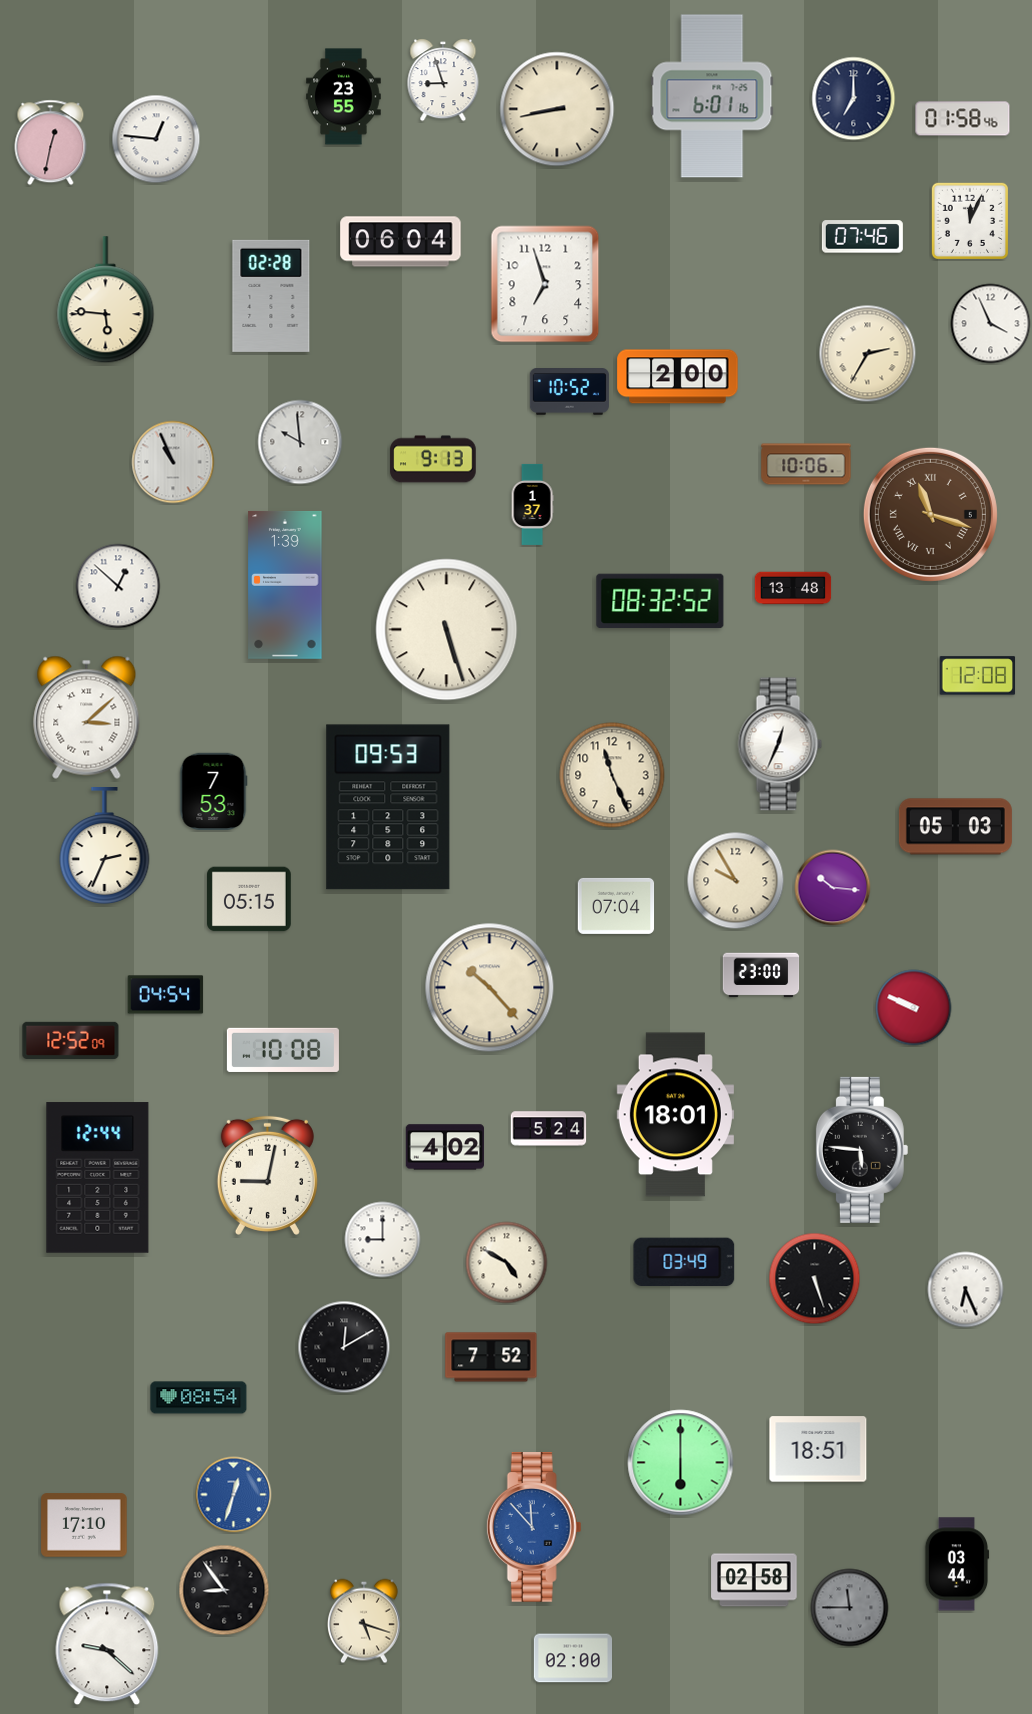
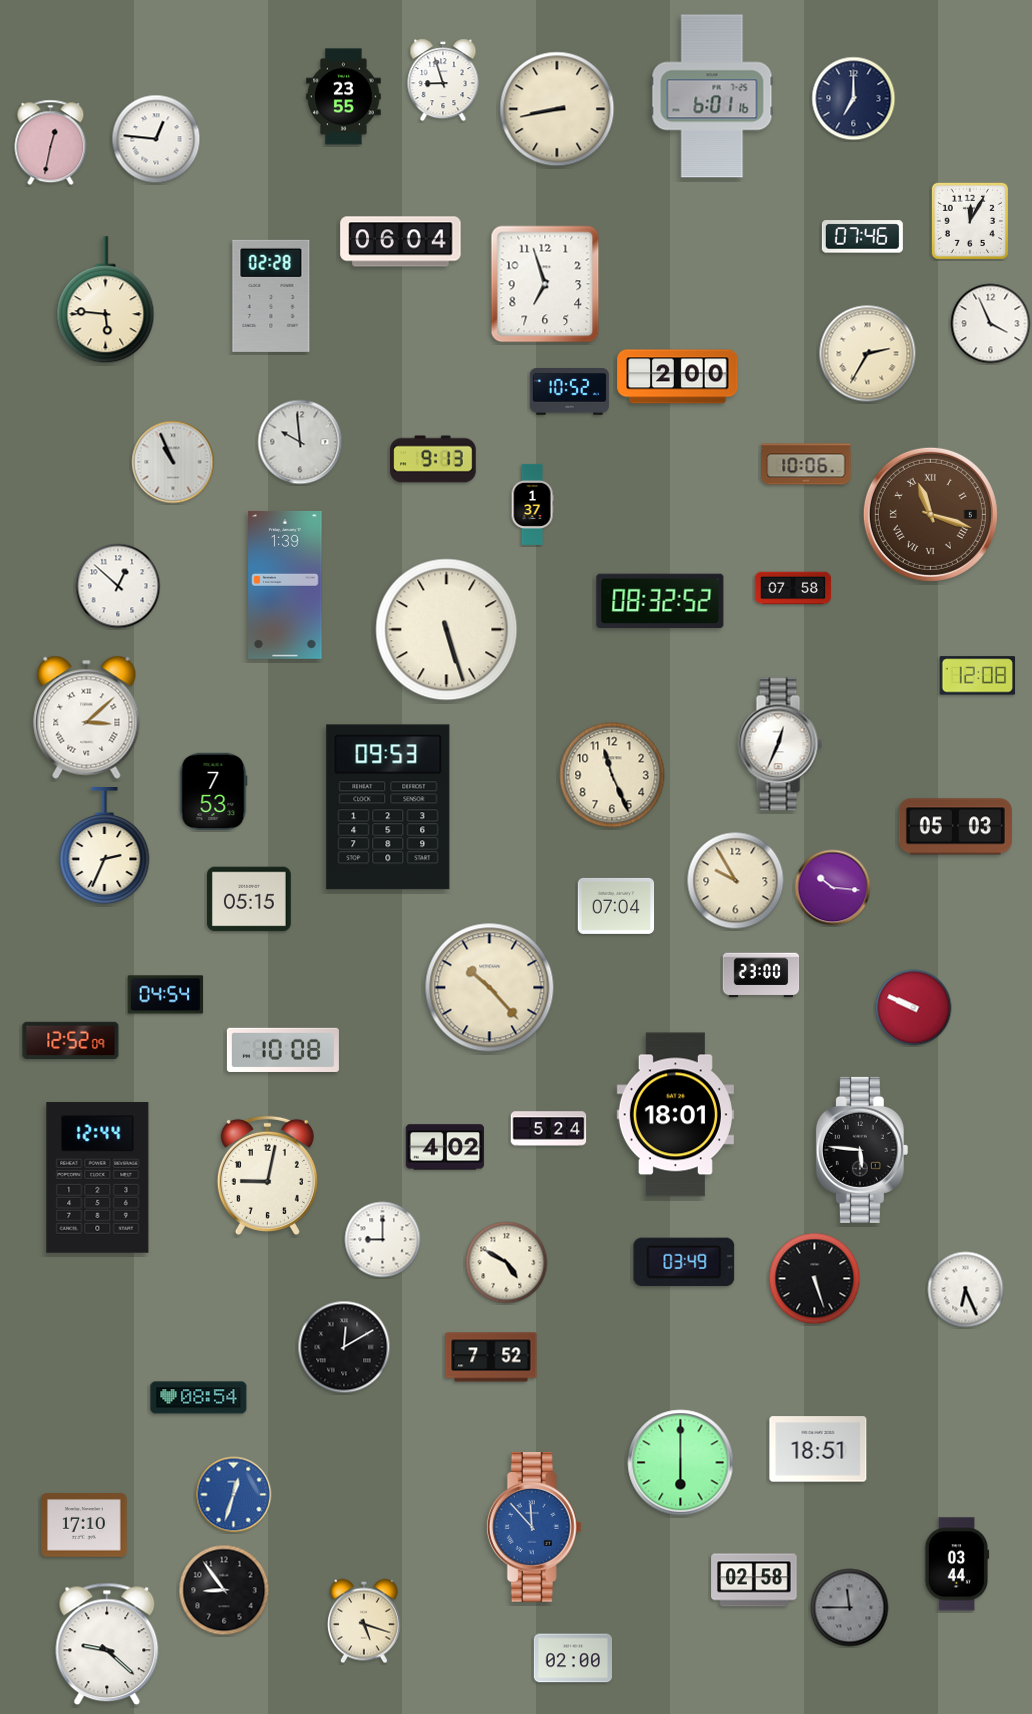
clock at (963, 119): 01:58 -> none
clock at (969, 220): 12:04 -> 12:05
clock at (793, 588): 13:48 -> 07:58
